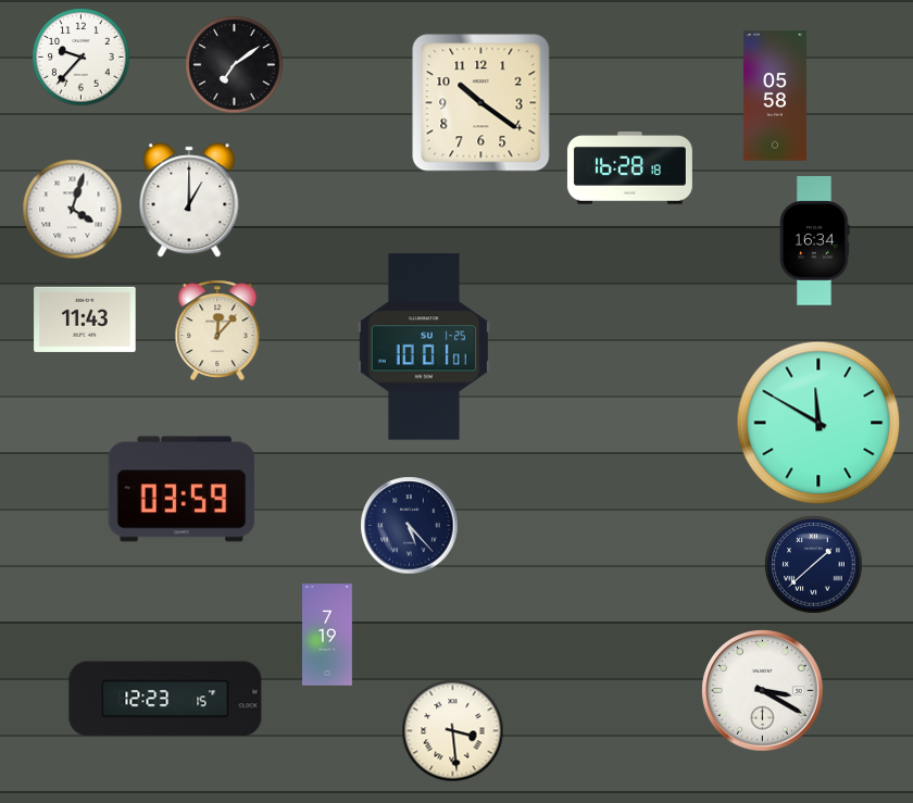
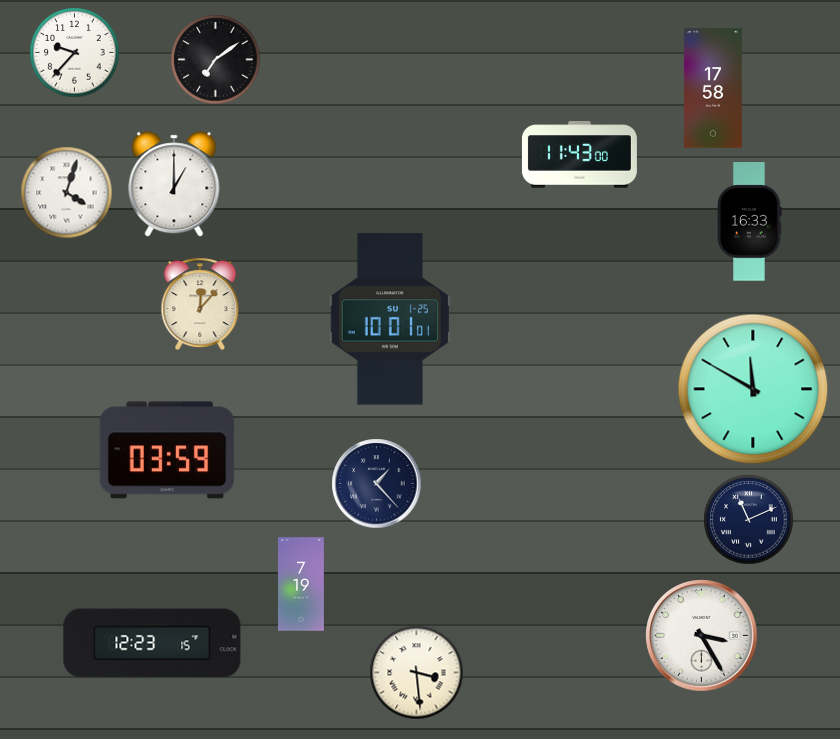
clock at (775, 96): 05:58 -> 17:58
clock at (481, 103): 10:21 -> none
clock at (629, 168): 16:28 -> 11:43
clock at (815, 241): 16:34 -> 16:33
clock at (85, 319): 11:43 -> none
clock at (410, 526): 5:23 -> 1:23
clock at (814, 565): 1:38 -> 11:11
clock at (763, 691): 3:20 -> 3:25
